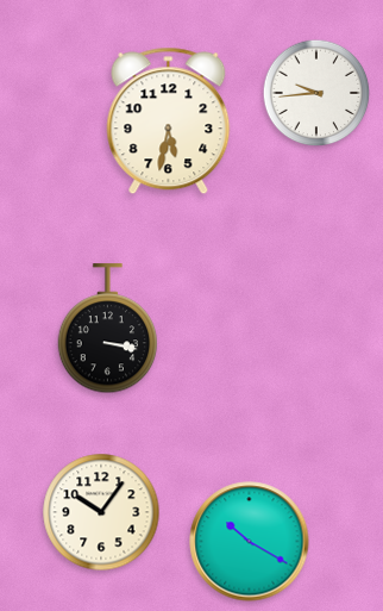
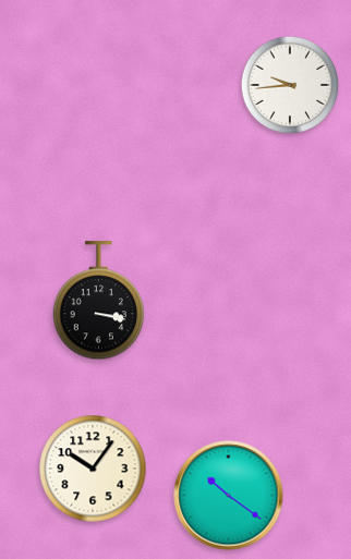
clock at (169, 121): 5:32 -> none
clock at (250, 542): 10:20 -> 10:21
